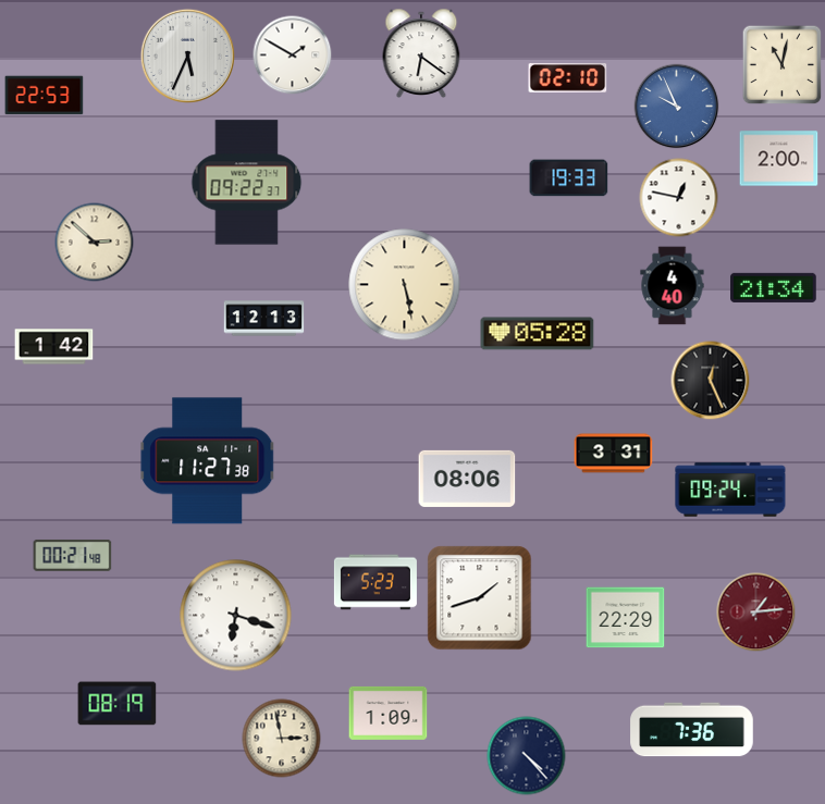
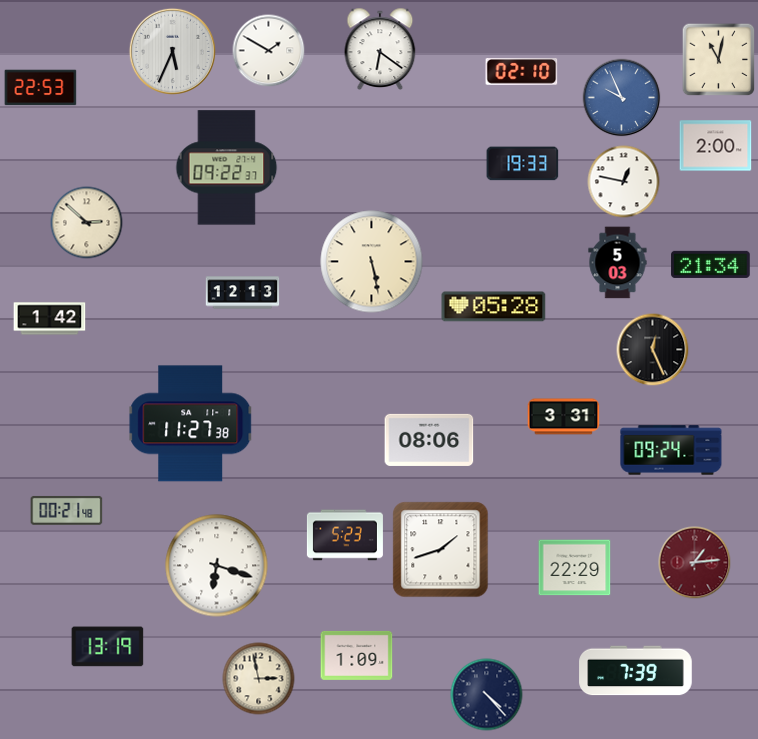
clock at (421, 52) position: (421, 52) -> (380, 48)
clock at (673, 286): 4:40 -> 5:03
clock at (118, 704): 08:19 -> 13:19
clock at (692, 730): 7:36 -> 7:39
clock at (527, 756) position: (527, 756) -> (487, 695)
